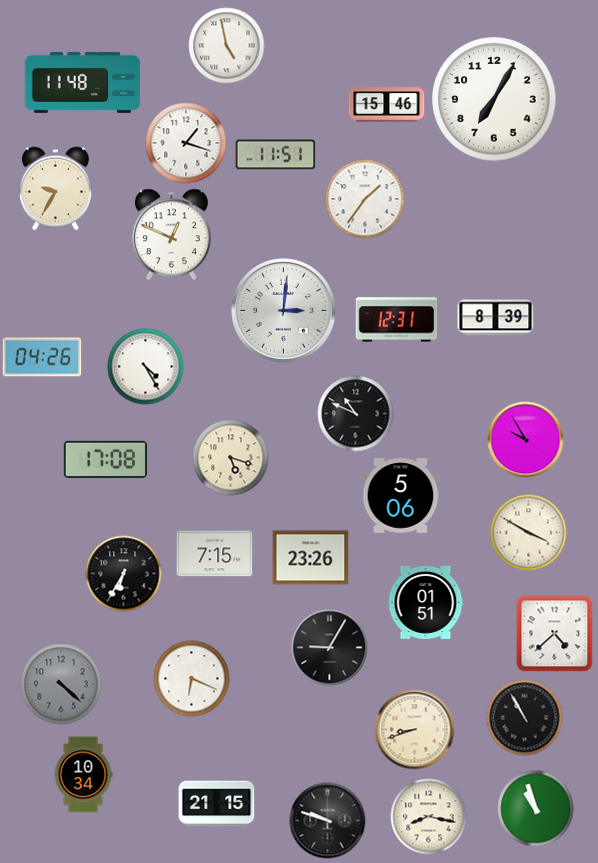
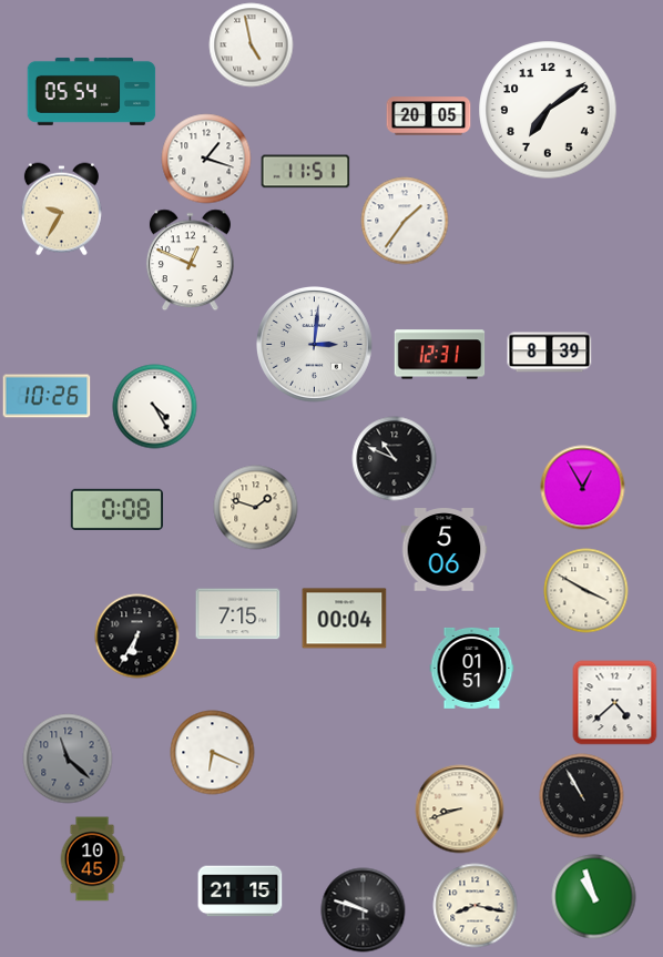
clock at (227, 46) position: (227, 46) -> (252, 45)
clock at (83, 83): 11:48 -> 05:54
clock at (494, 99): 7:05 -> 7:09
clock at (387, 105): 15:46 -> 20:05
clock at (42, 357): 04:26 -> 10:26
clock at (146, 367) position: (146, 367) -> (155, 407)
clock at (526, 440): 9:55 -> 12:55
clock at (231, 458): 5:18 -> 1:48
clock at (105, 459): 17:08 -> 0:08
clock at (311, 558): 23:26 -> 00:04
clock at (330, 648): 9:05 -> none
clock at (61, 684): 4:22 -> 11:22
clock at (83, 775): 10:34 -> 10:45
